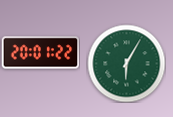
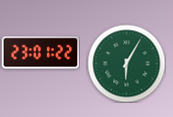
clock at (40, 53): 20:01 -> 23:01
